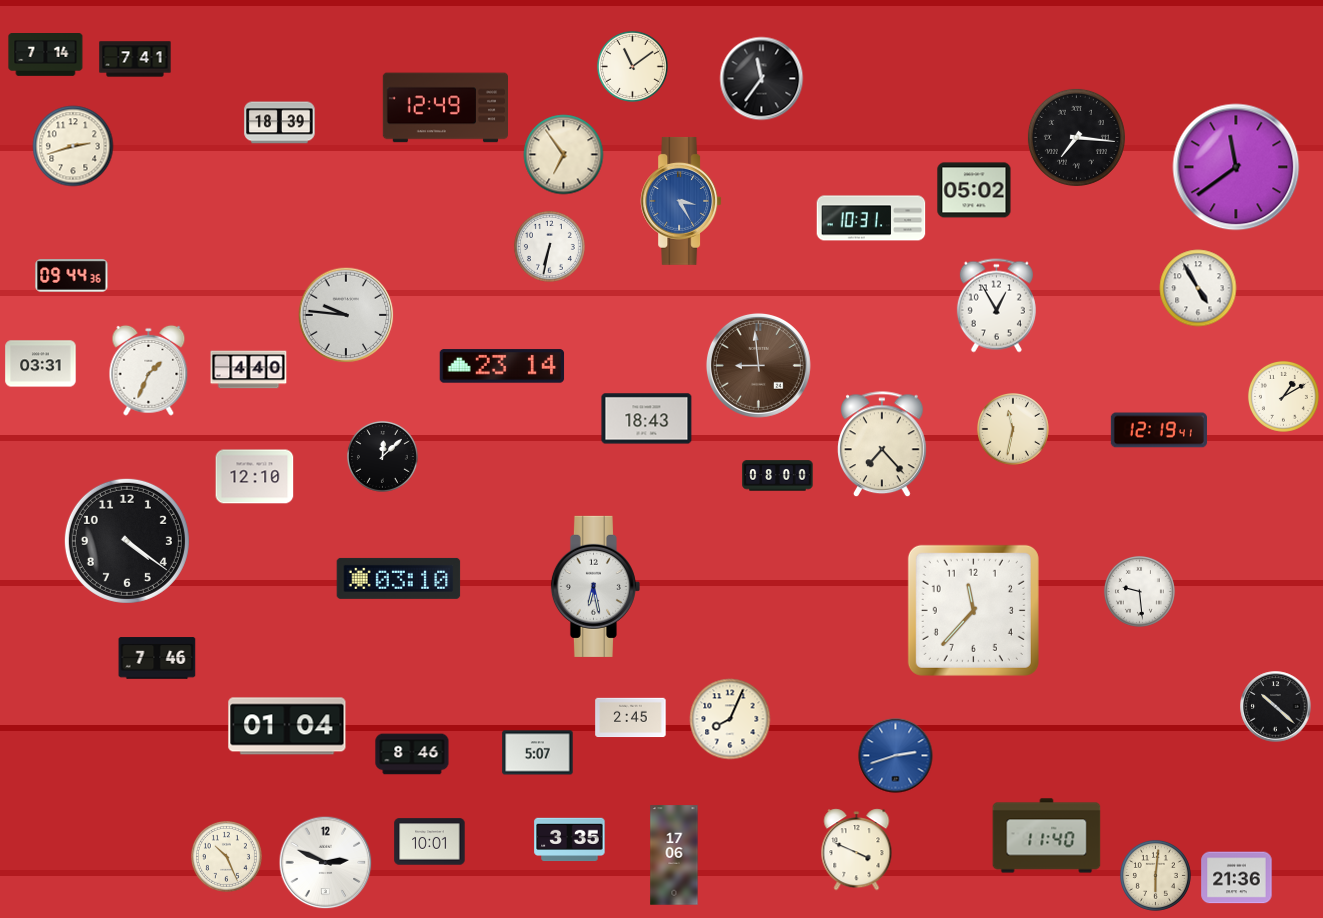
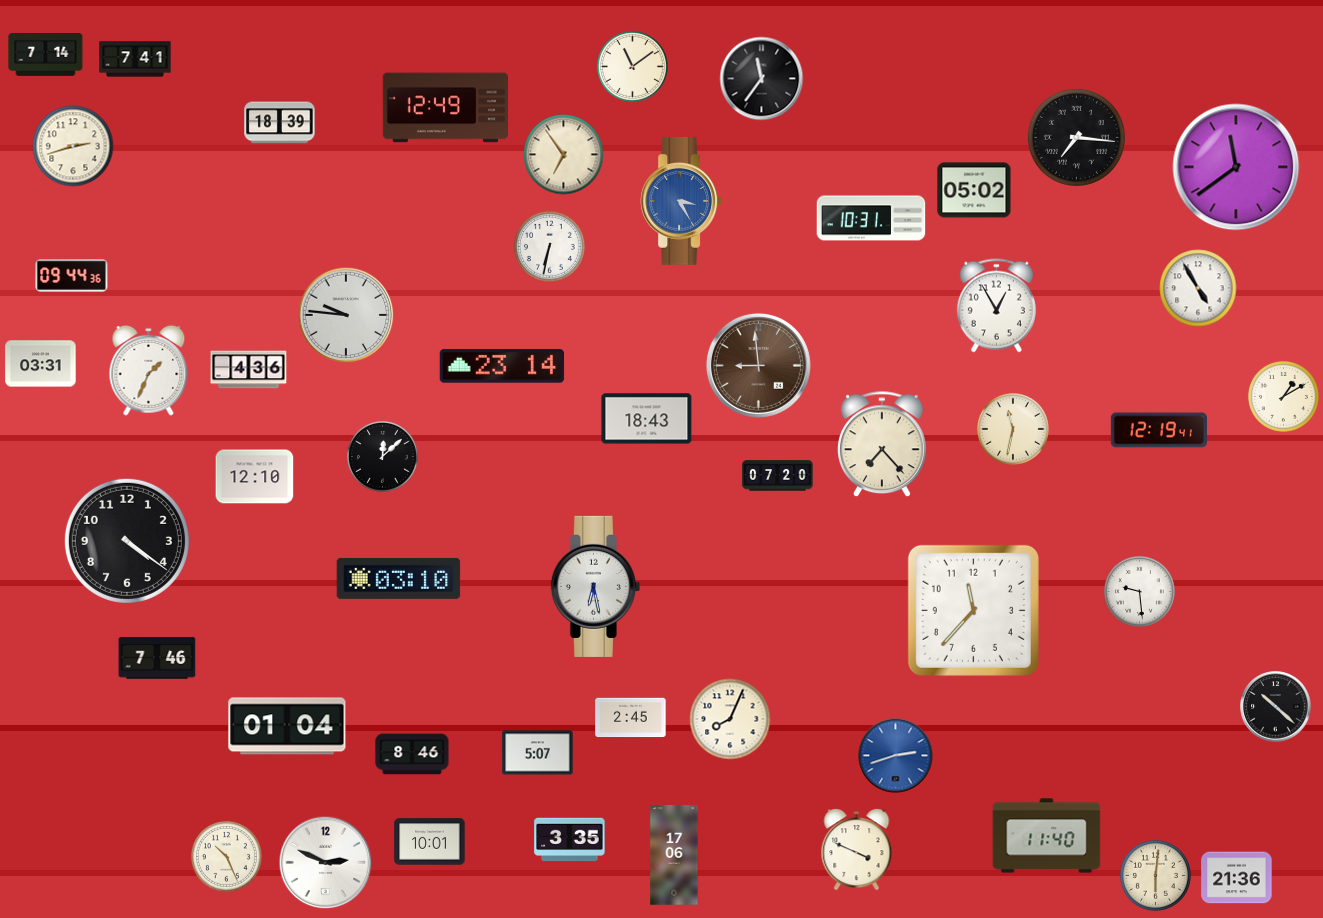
clock at (249, 370): 4:40 -> 4:36
clock at (778, 476): 08:00 -> 07:20
